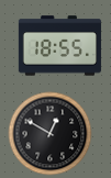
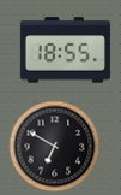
clock at (51, 134): 12:50 -> 6:50
